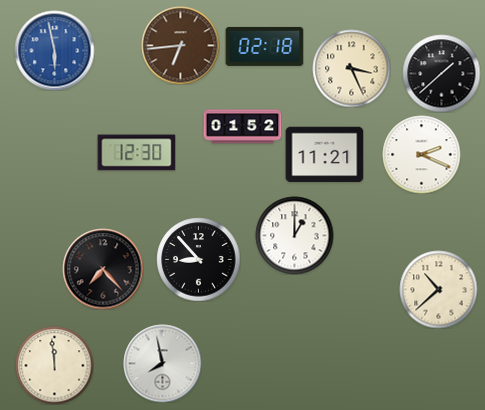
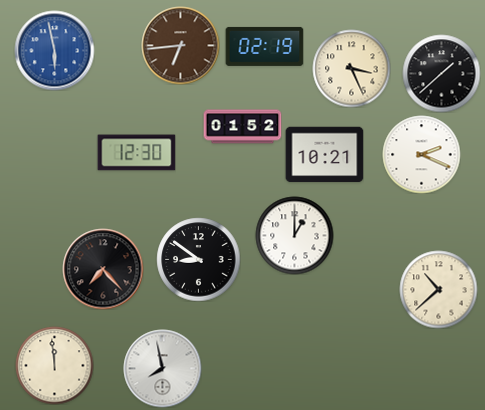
clock at (264, 46): 02:18 -> 02:19
clock at (324, 155): 11:21 -> 10:21
clock at (198, 259): 8:53 -> 8:51
clock at (162, 363) position: (162, 363) -> (162, 368)
